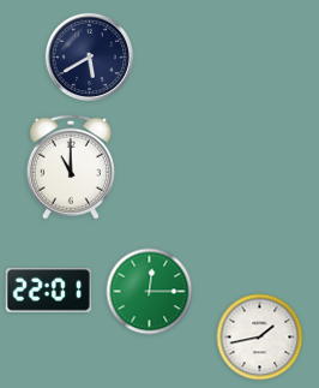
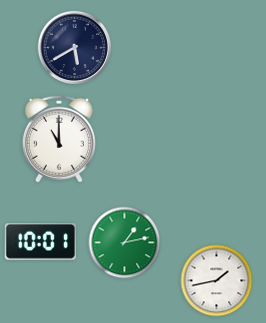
clock at (48, 291): 22:01 -> 10:01
clock at (150, 292): 12:15 -> 1:13
